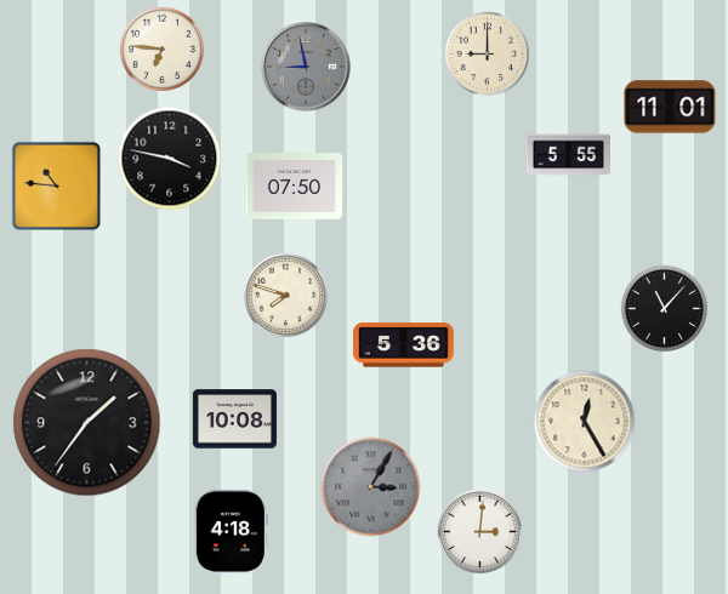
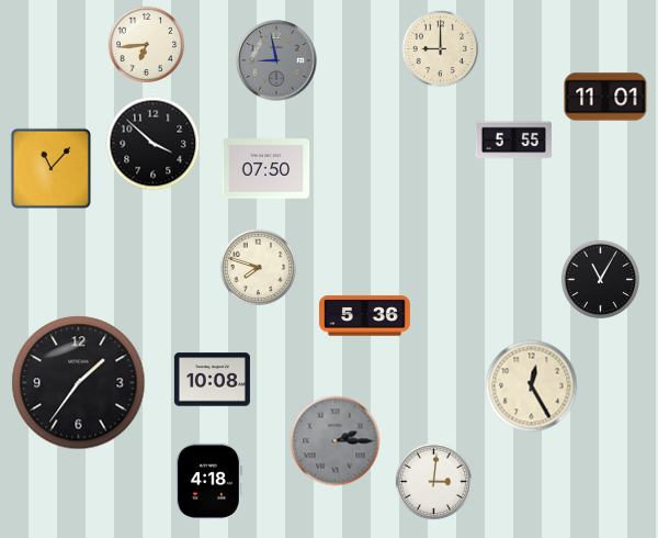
clock at (163, 50): 6:46 -> 6:44
clock at (170, 159): 3:47 -> 3:52
clock at (56, 185): 10:46 -> 11:07
clock at (664, 308): 11:07 -> 11:05
clock at (404, 345) position: (404, 345) -> (365, 316)
clock at (585, 422) position: (585, 422) -> (532, 386)
clock at (371, 487): 3:05 -> 2:15
